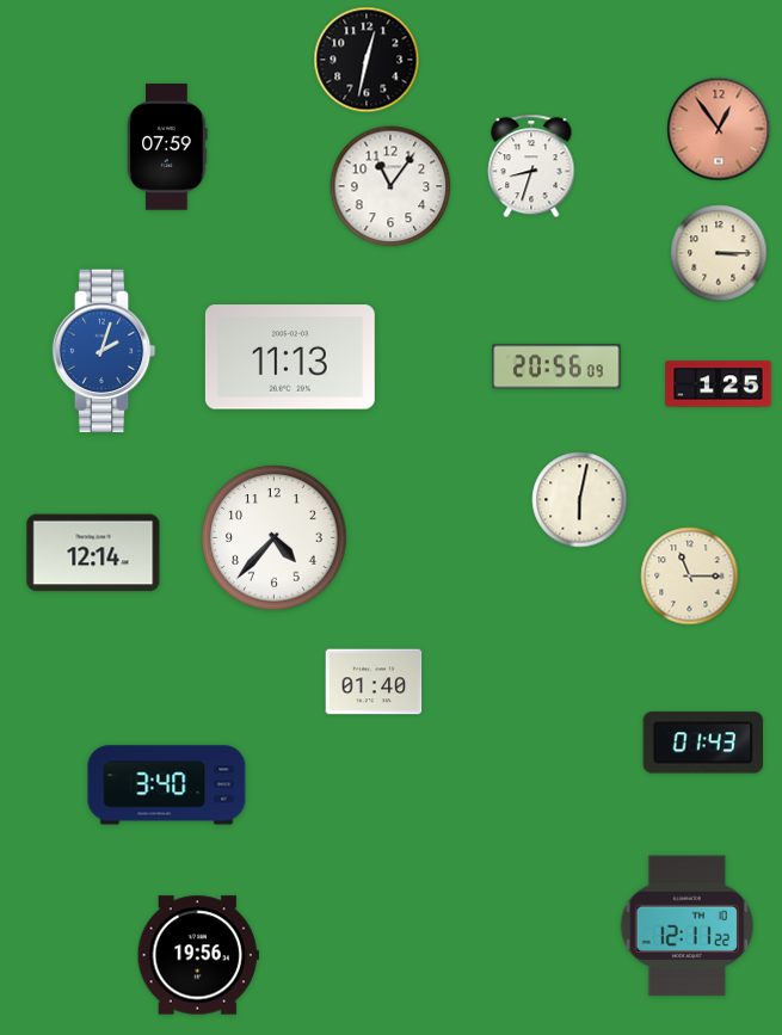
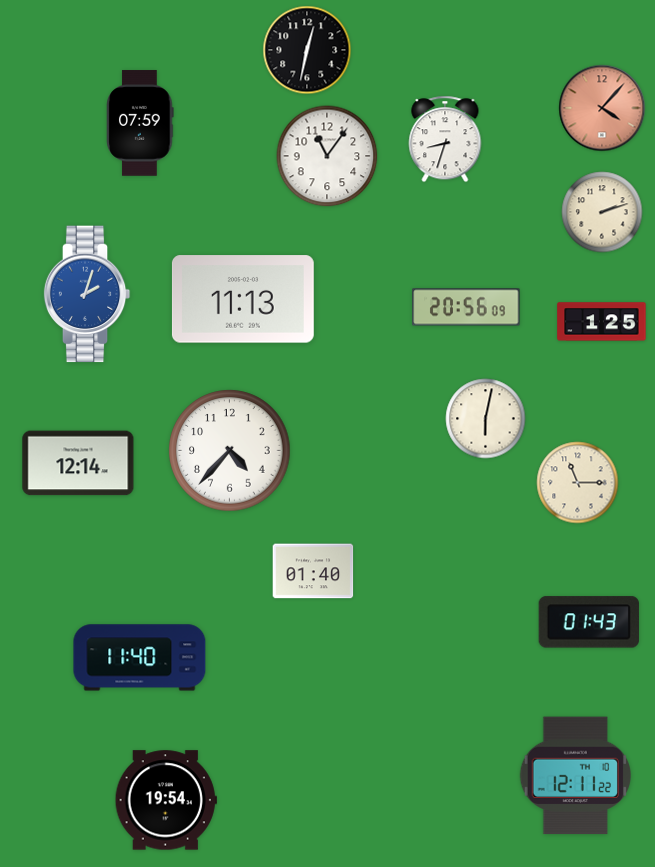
clock at (719, 129): 12:54 -> 4:07
clock at (719, 253): 3:15 -> 2:12
clock at (167, 786): 3:40 -> 11:40
clock at (198, 955): 19:56 -> 19:54
